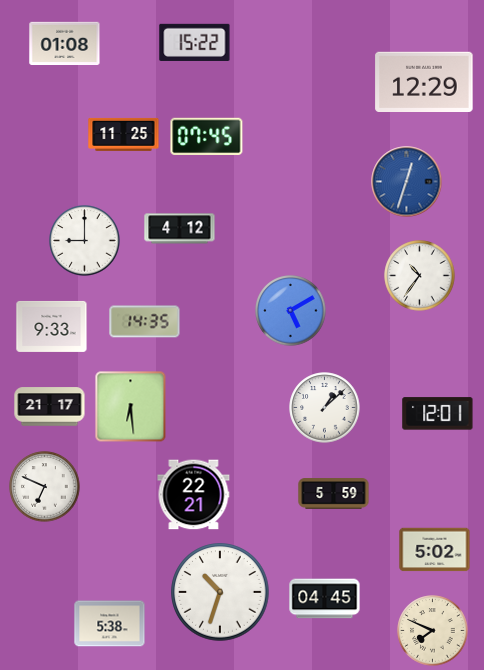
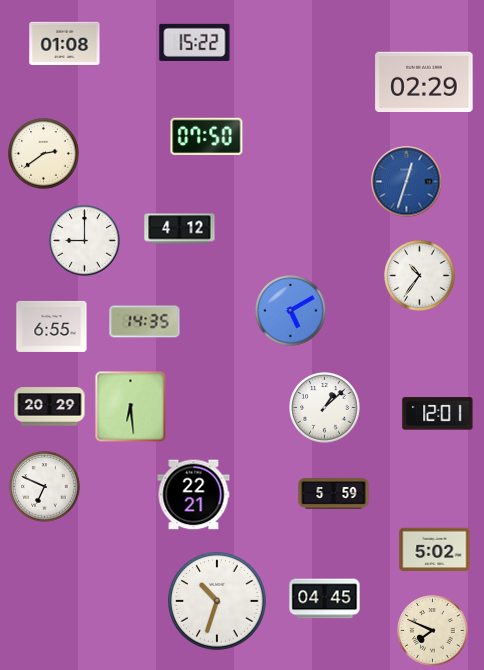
clock at (424, 81): 12:29 -> 02:29
clock at (124, 134): 11:25 -> none
clock at (207, 137): 07:45 -> 07:50
clock at (44, 154): none -> 2:39
clock at (52, 326): 9:33 -> 6:55
clock at (50, 407): 21:17 -> 20:29
clock at (220, 592) position: (220, 592) -> (217, 601)
clock at (110, 624): 5:38 -> none
